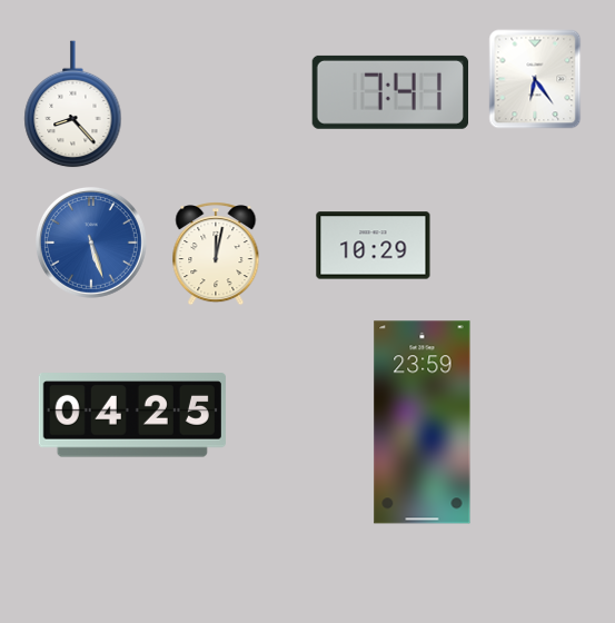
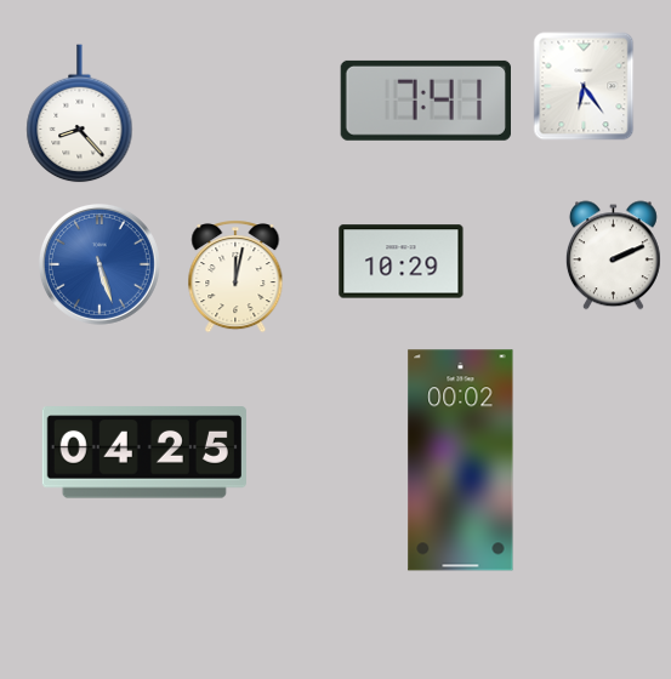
clock at (613, 256): none -> 2:11
clock at (374, 246) position: (374, 246) -> (402, 262)
clock at (423, 423): 23:59 -> 00:02
